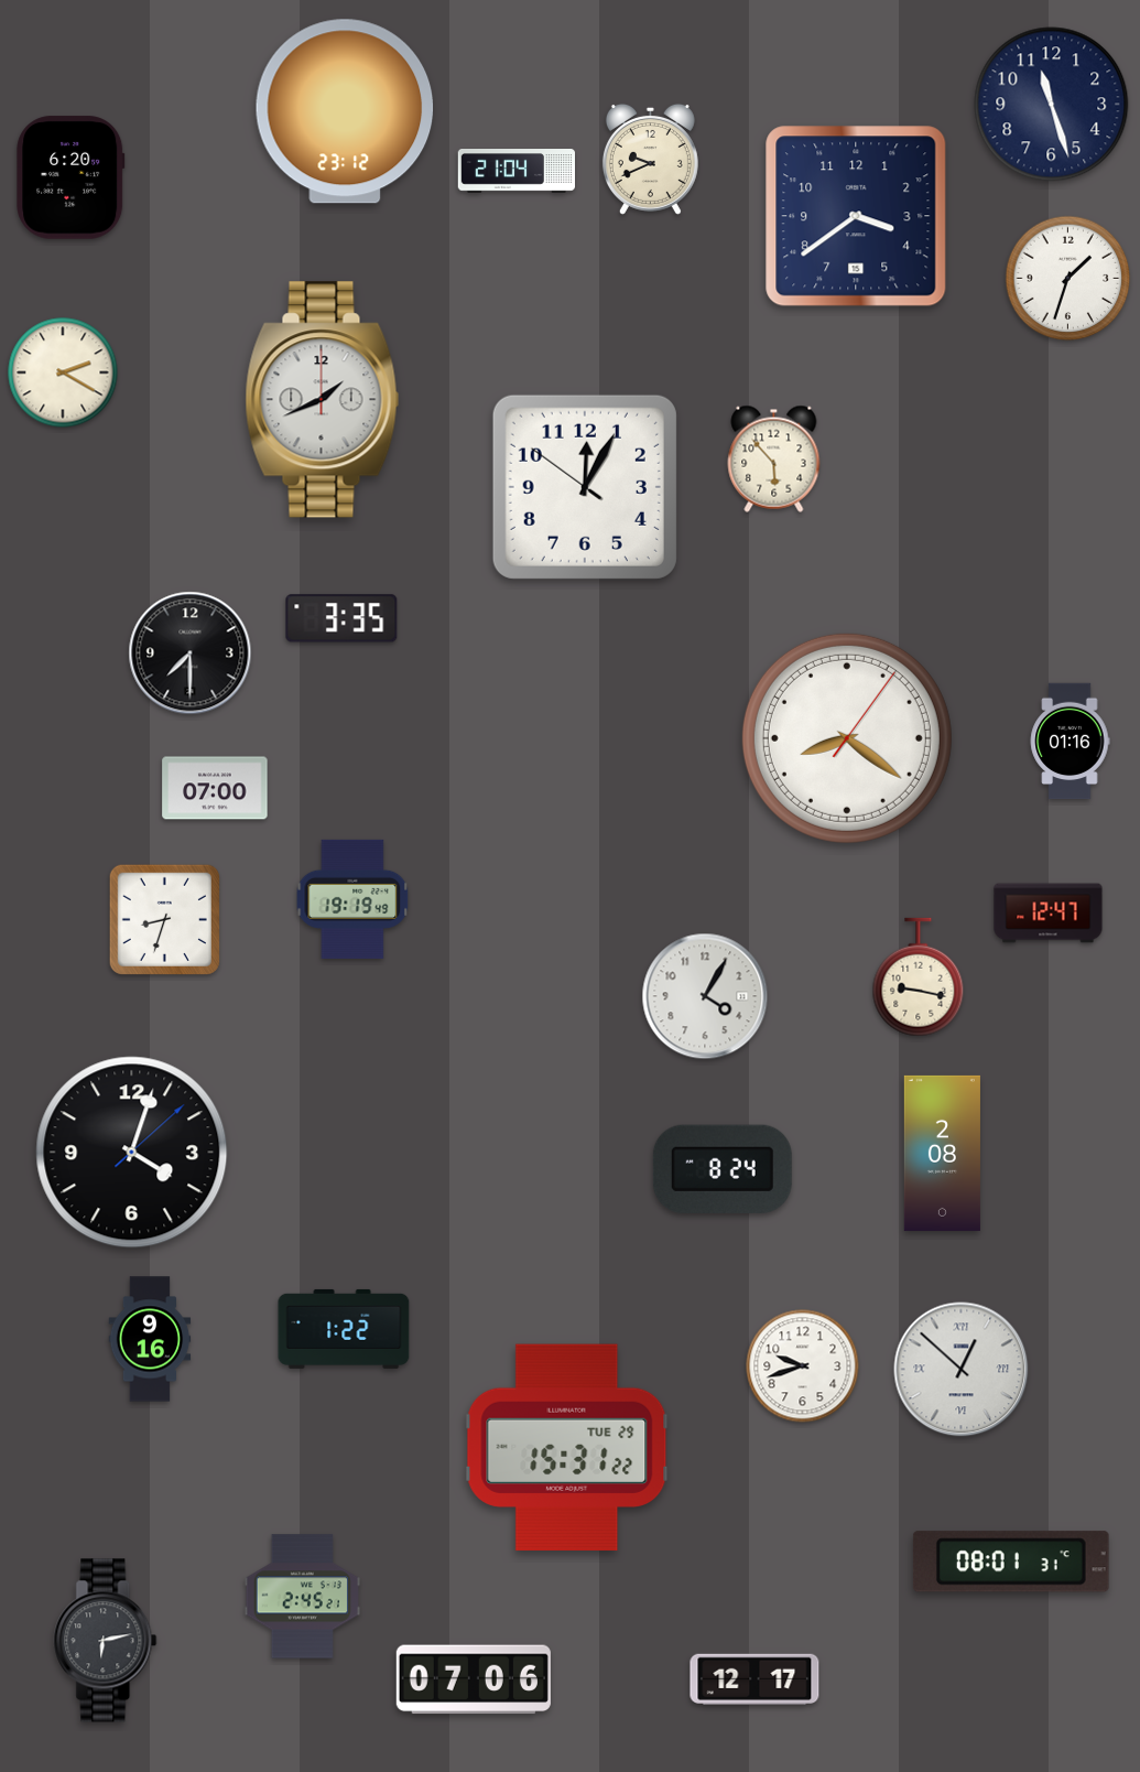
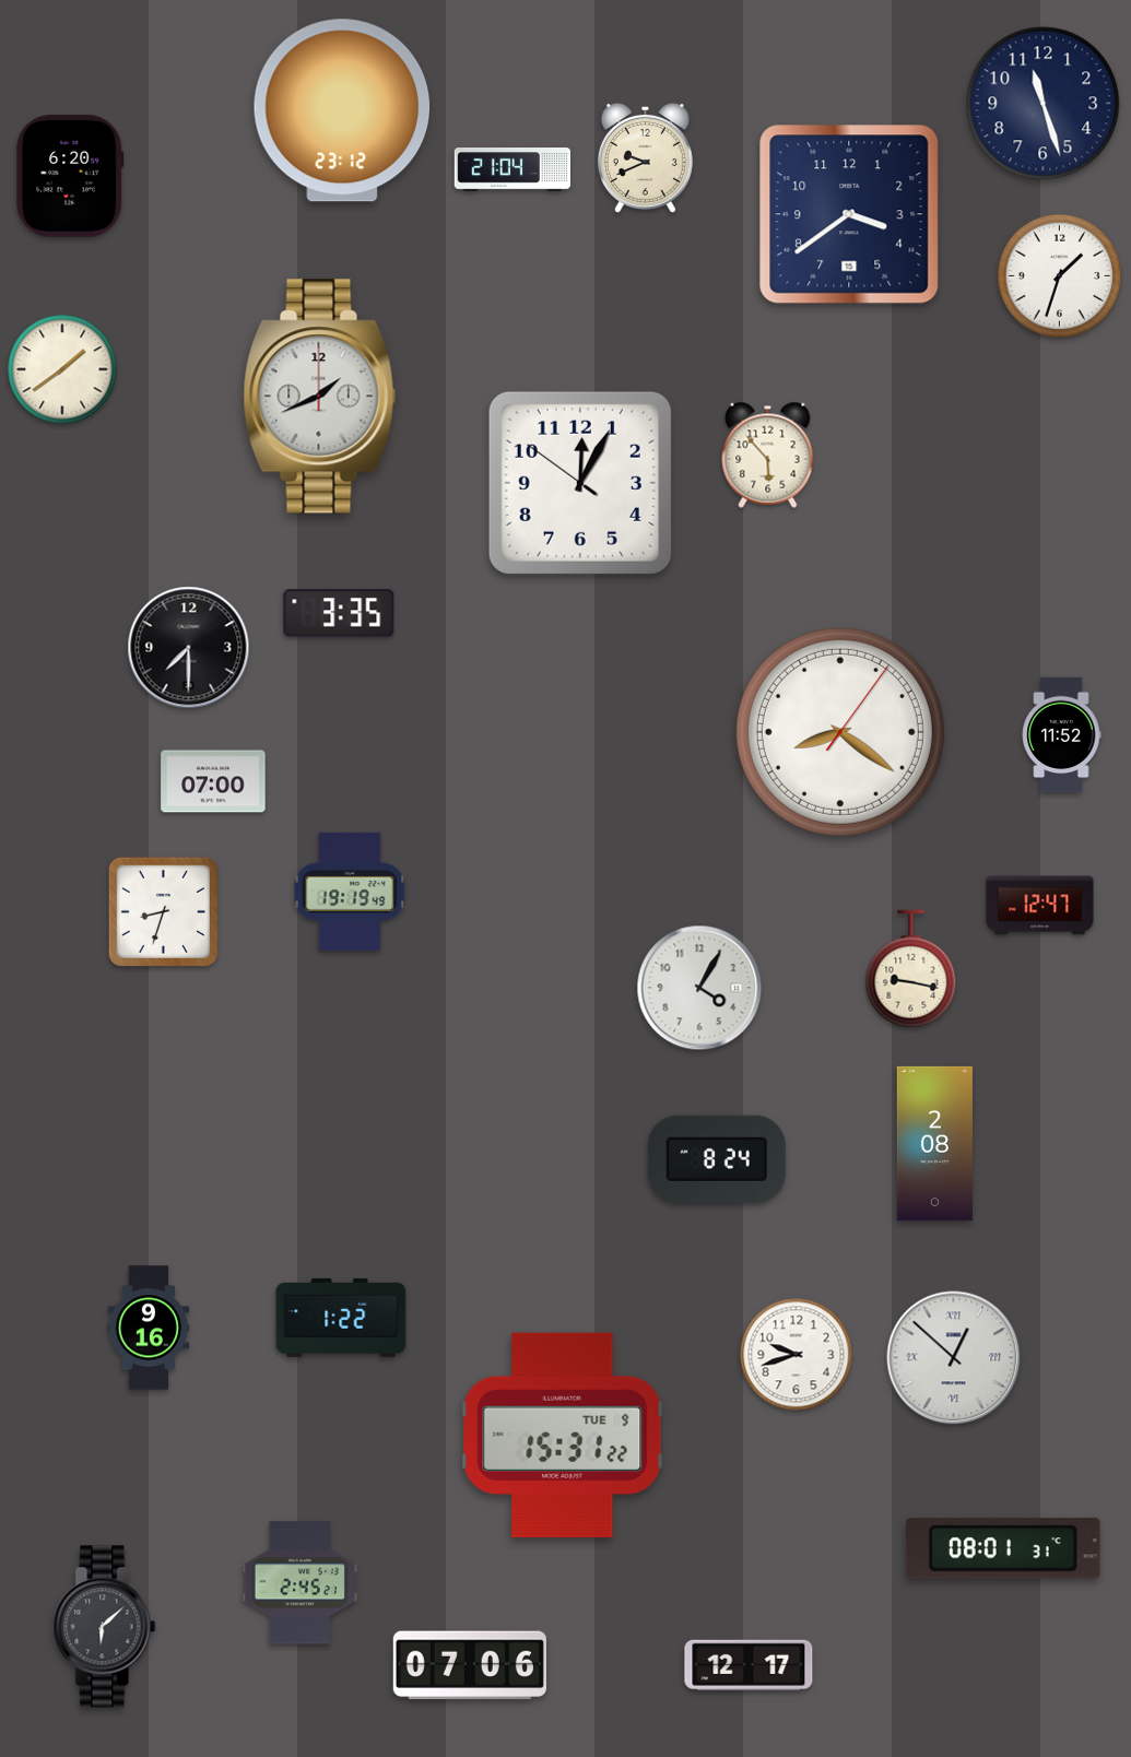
clock at (63, 372): 2:20 -> 1:39
clock at (1070, 742): 01:16 -> 11:52
clock at (132, 1153): 4:03 -> none
clock at (567, 1448) date: TUE 29 -> TUE 9
clock at (106, 1641): 6:13 -> 6:08
